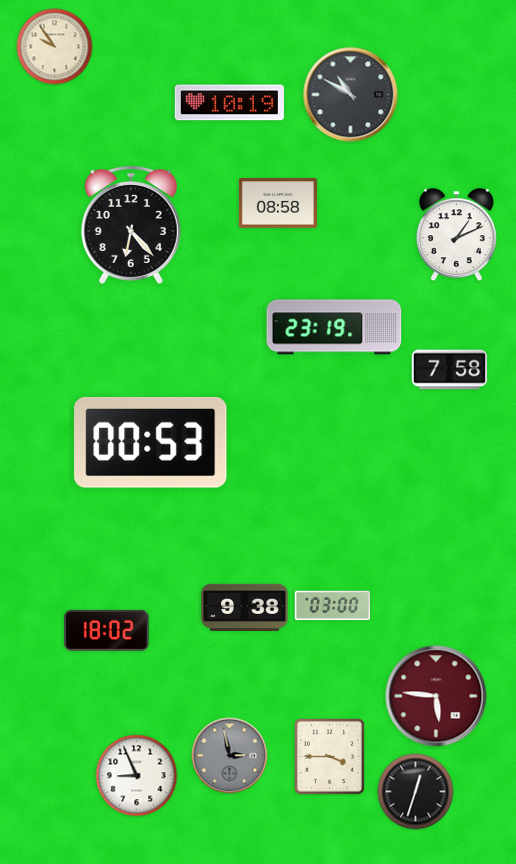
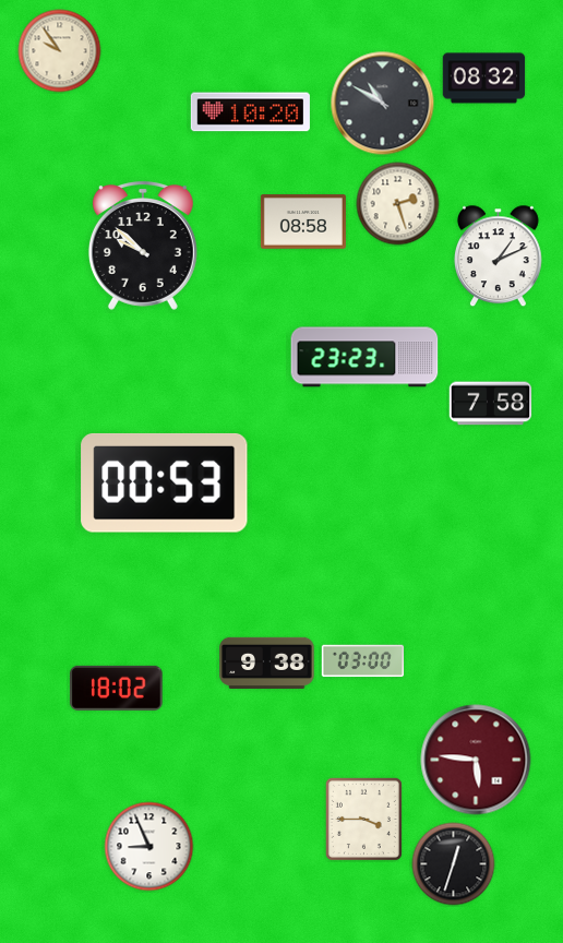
clock at (484, 79): none -> 08:32
clock at (229, 103): 10:19 -> 10:20
clock at (398, 204): none -> 2:27
clock at (131, 226): 6:23 -> 9:52
clock at (334, 327): 23:19 -> 23:23
clock at (230, 756): 2:58 -> none
clock at (329, 756) position: (329, 756) -> (363, 819)
